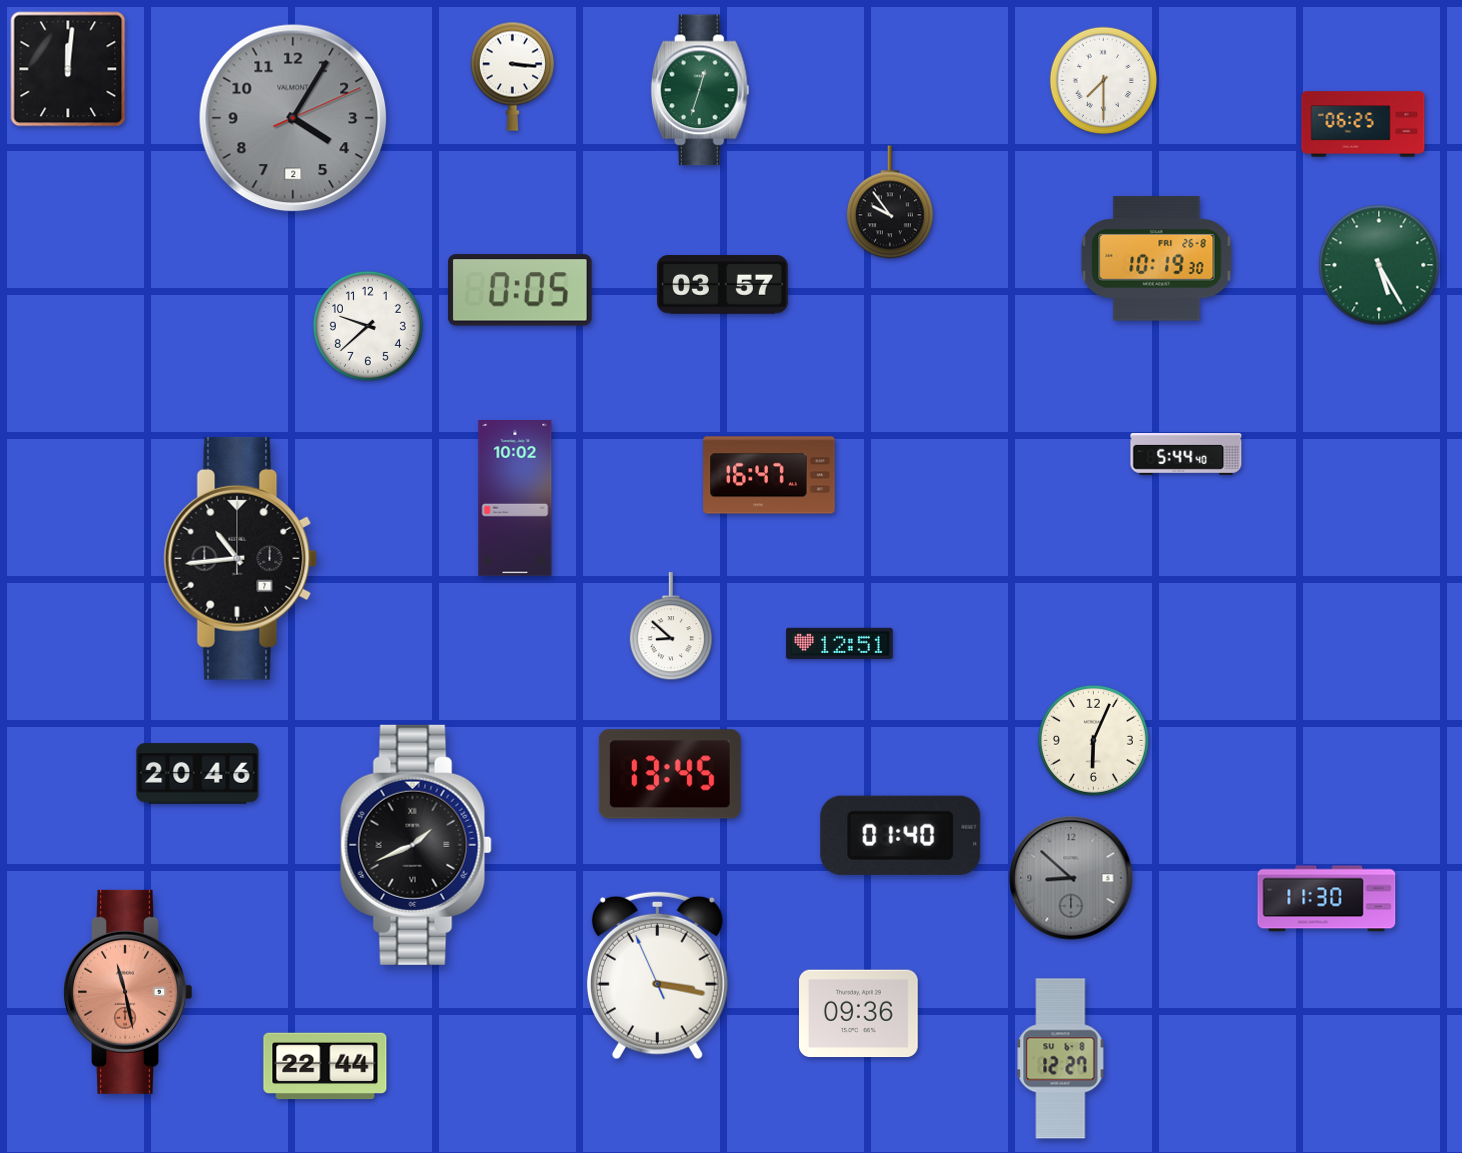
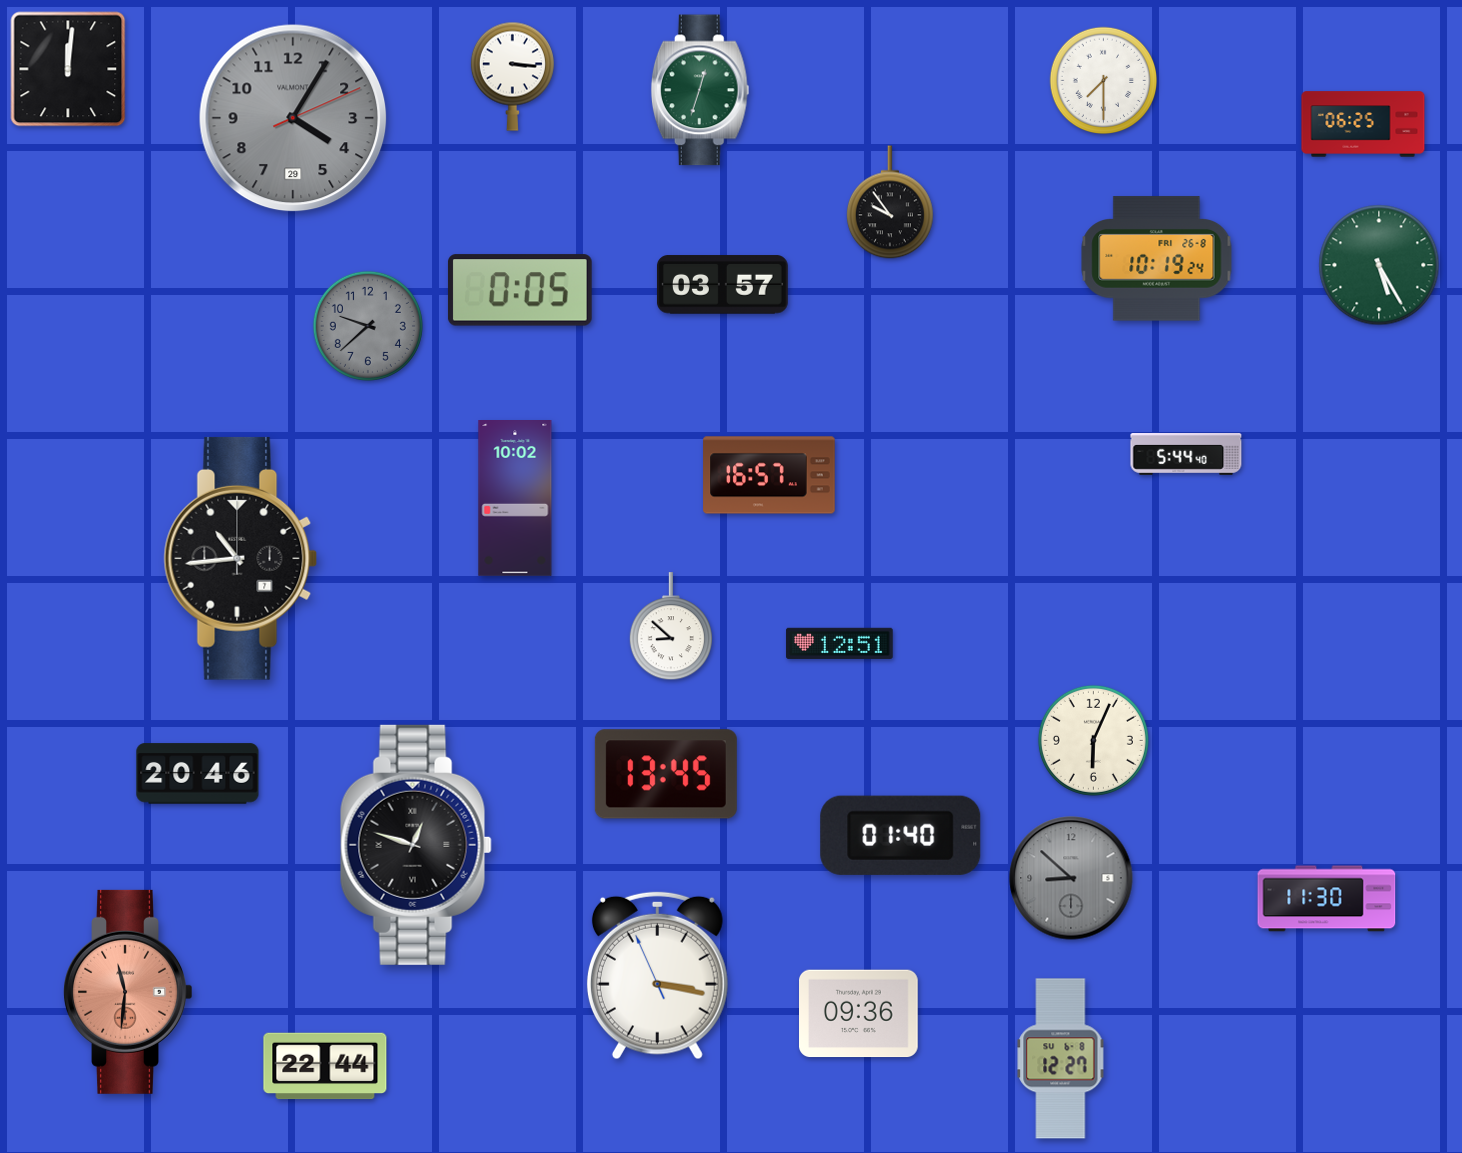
clock at (293, 118) date: 2 -> 29
clock at (1157, 259): 10:19:30 -> 10:19:24
clock at (368, 326) dial: white -> grey
clock at (769, 475): 16:47 -> 16:57
clock at (670, 774) position: (670, 774) -> (666, 774)
clock at (416, 845): 1:41 -> 12:48
clock at (128, 992): 11:28 -> 11:31
